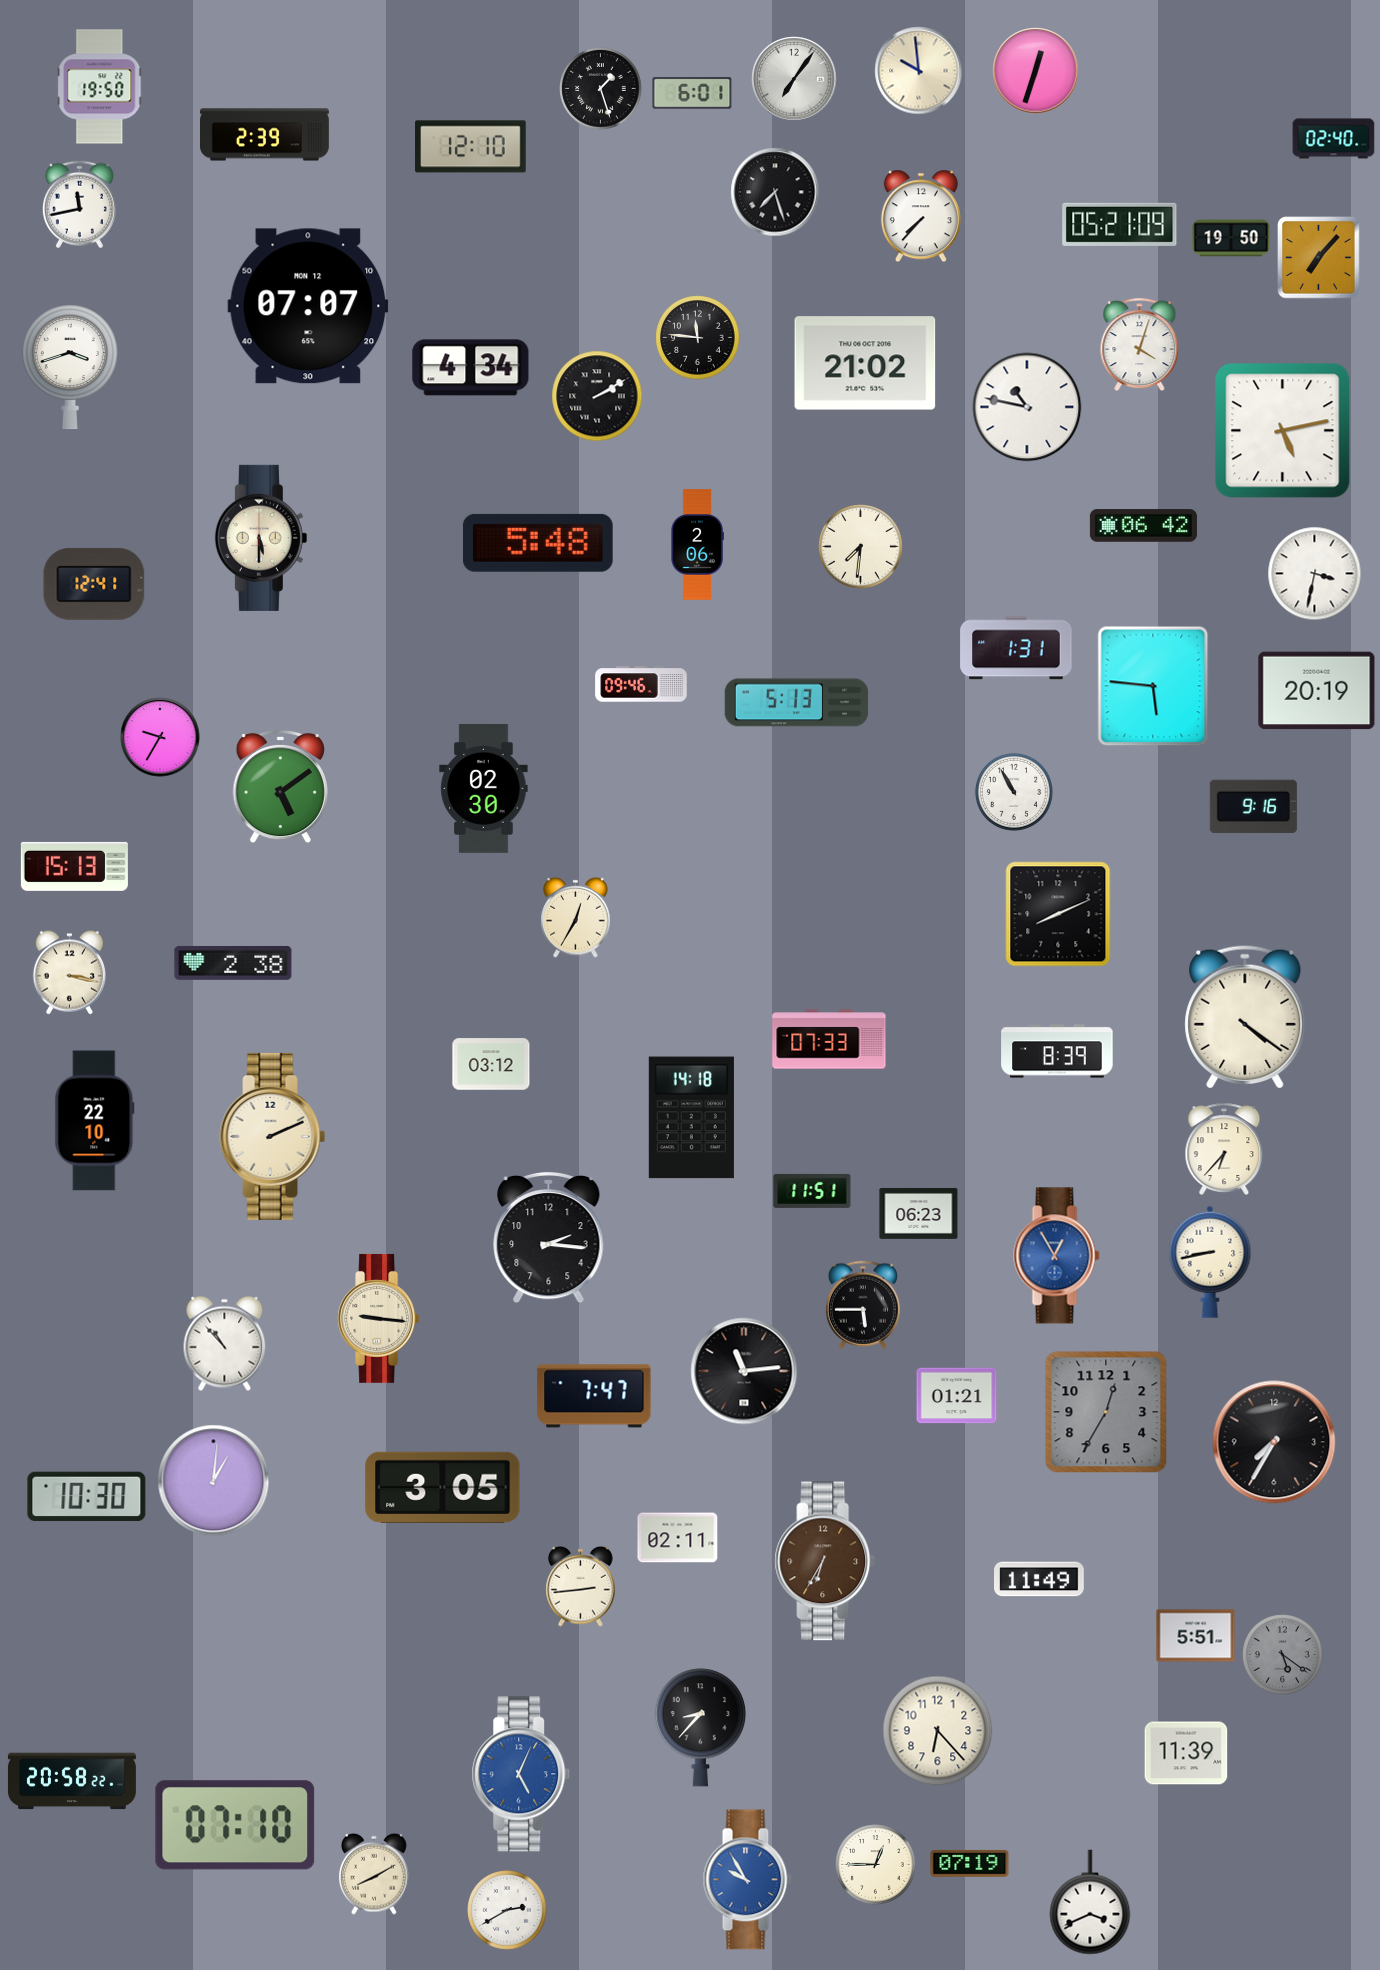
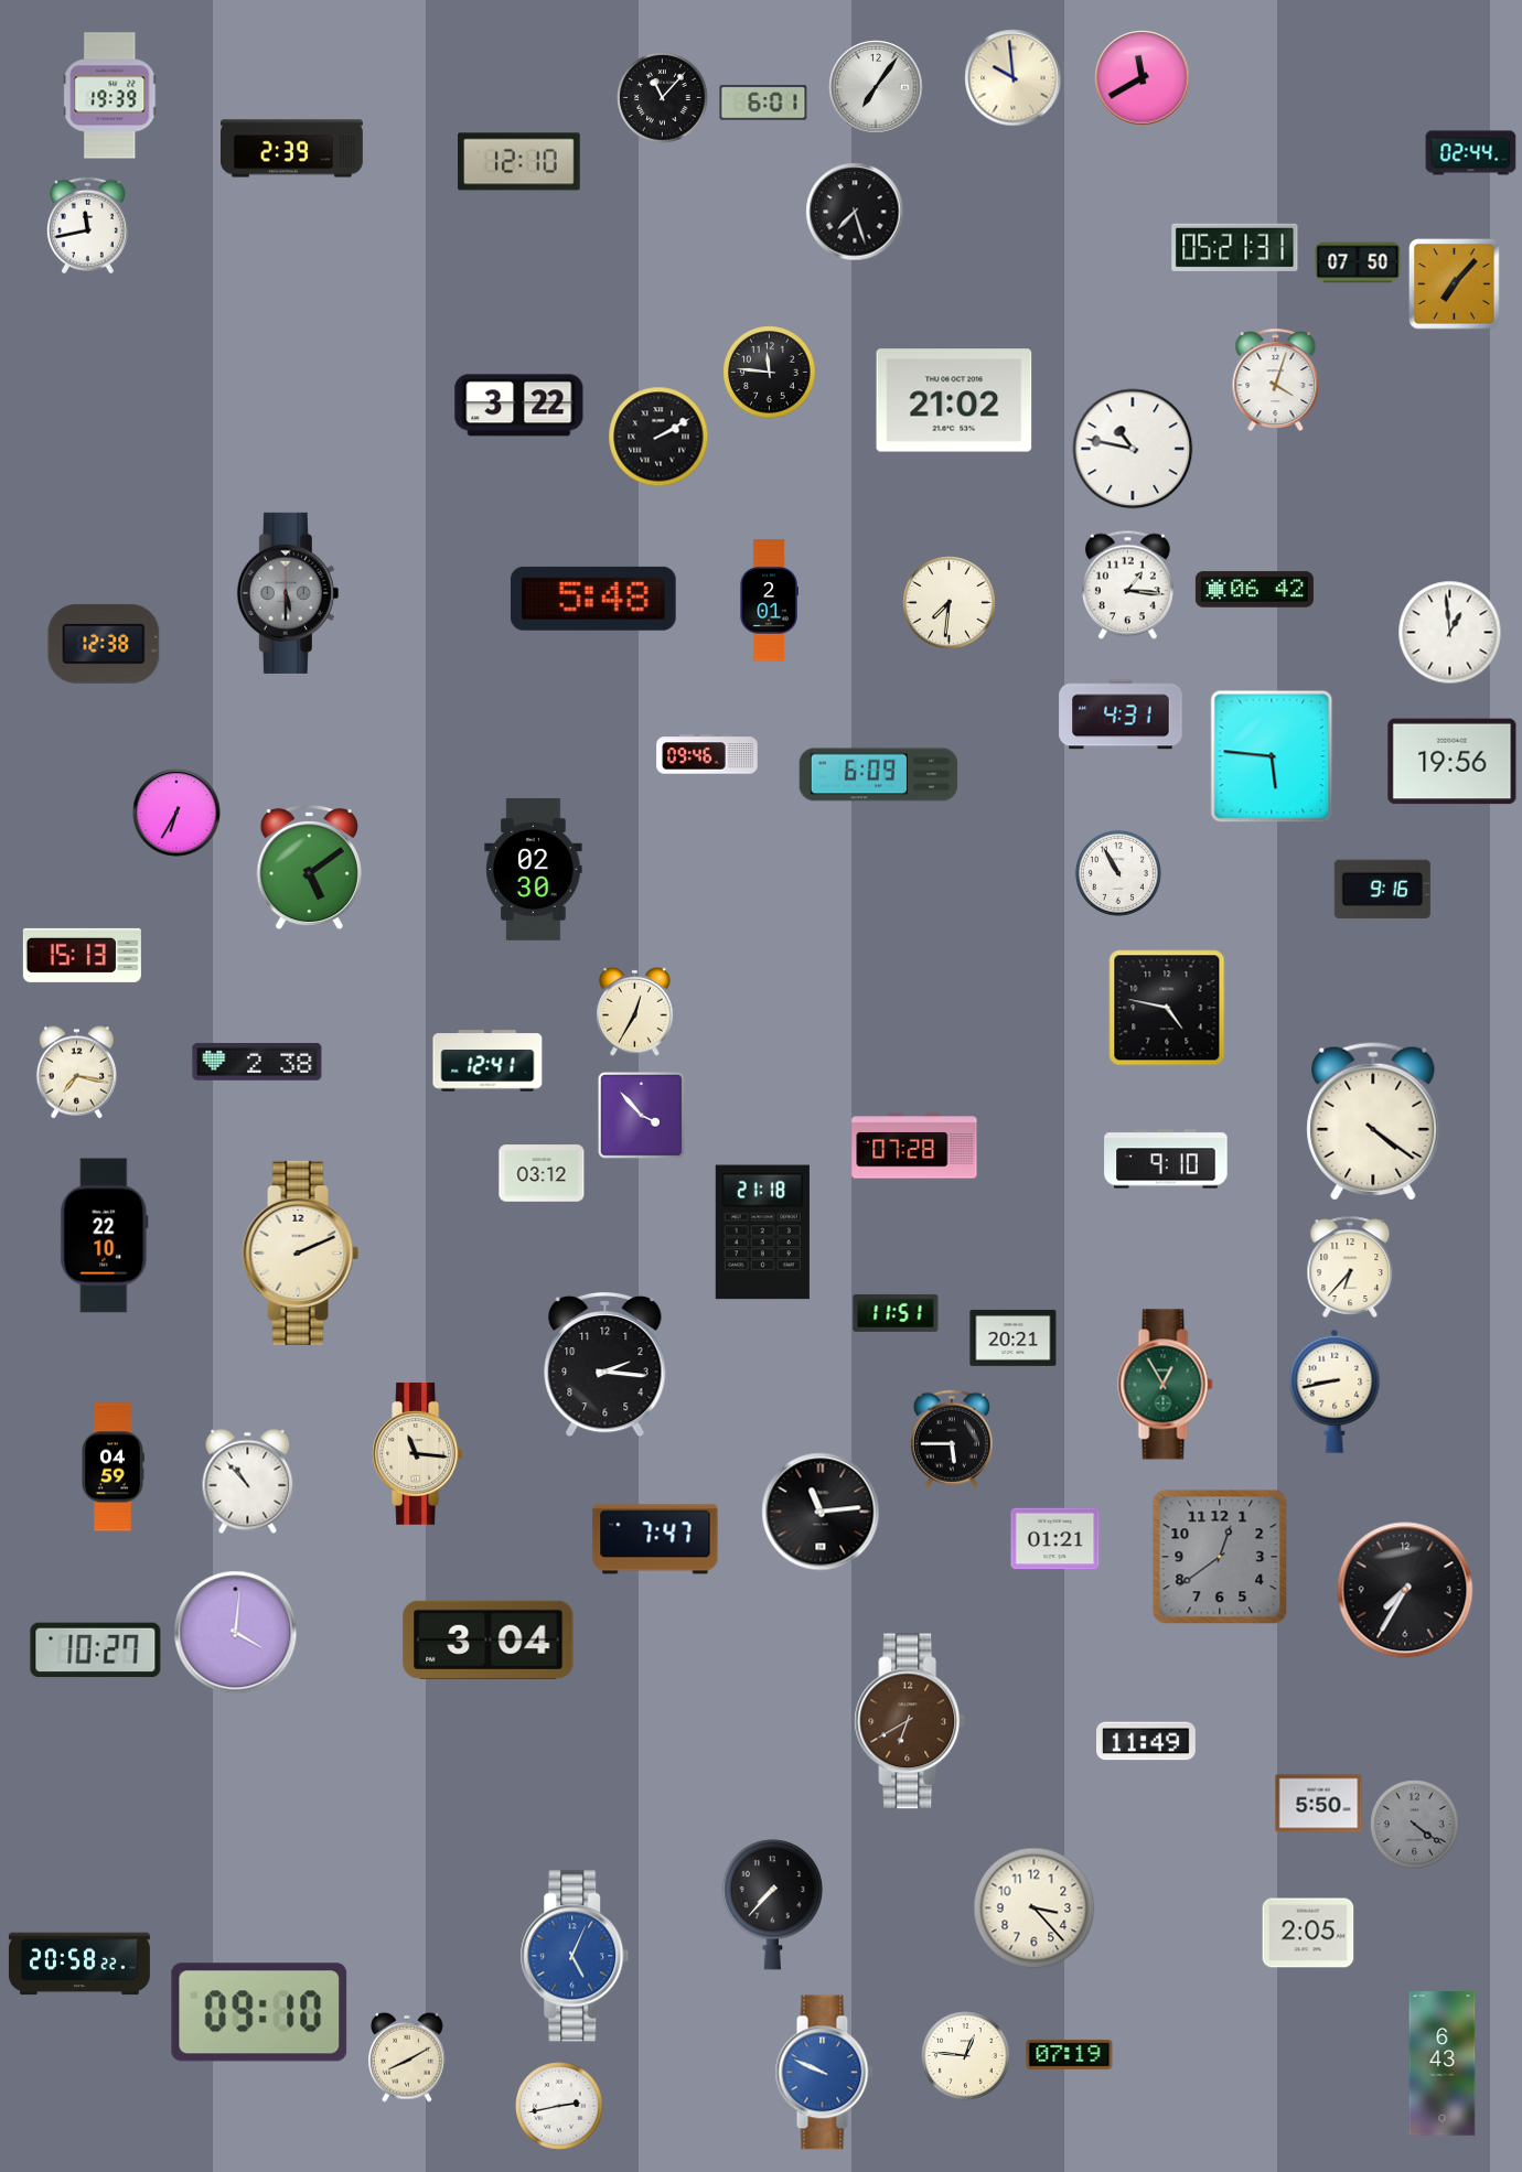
clock at (1036, 71): 12:33 -> 11:40
clock at (100, 87): 19:50 -> 19:39
clock at (601, 89): 1:27 -> 11:07
clock at (1334, 139): 02:40 -> 02:44
clock at (921, 216): 7:37 -> none
clock at (1120, 224): 05:21:09 -> 05:21:31
clock at (1231, 238): 19:50 -> 07:50
clock at (308, 306): 07:07 -> none
clock at (1140, 345) position: (1140, 345) -> (1276, 380)
clock at (70, 368): 3:42 -> none
clock at (471, 368): 4:34 -> 3:22
clock at (1283, 431): 5:13 -> none
clock at (1143, 526) position: (1143, 526) -> (1254, 590)
clock at (1127, 585): none -> 1:16
clock at (261, 538) dial: cream -> grey
clock at (697, 545): 2:06 -> 2:01
clock at (1315, 574): 3:32 -> 12:59
clock at (94, 584): 12:41 -> 12:38
clock at (1016, 648): 1:31 -> 4:31
clock at (1317, 691): 20:19 -> 19:56
clock at (797, 703): 5:13 -> 6:09
clock at (160, 737): 9:35 -> 6:35
clock at (1058, 914): 8:11 -> 4:47
clock at (487, 1061): none -> 12:41
clock at (69, 973): 3:17 -> 7:17
clock at (641, 1115): none -> 3:53
clock at (829, 1039): 07:33 -> 07:28
clock at (1057, 1051): 8:39 -> 9:10
clock at (691, 1118): 14:18 -> 21:18
clock at (919, 1213): 06:23 -> 20:21
clock at (1057, 1256) dial: blue -> green
clock at (379, 1318): 9:16 -> 11:16
clock at (112, 1467): none -> 04:59
clock at (1106, 1412): 12:35 -> 12:39
clock at (214, 1481): 1:01 -> 4:01
clock at (443, 1487): 3:05 -> 3:04
clock at (87, 1497): 10:30 -> 10:27
clock at (678, 1538): 02:11 -> none
clock at (825, 1561): 6:35 -> 6:40
clock at (581, 1586): 2:44 -> none
clock at (1196, 1636): 5:51 -> 5:50
clock at (1283, 1655): 5:21 -> 4:21
clock at (700, 1728): 8:37 -> 7:37
clock at (938, 1731): 6:23 -> 3:23
clock at (1186, 1753): 11:39 -> 2:05
clock at (235, 1825): 07:10 -> 09:10
clock at (876, 1865): 12:45 -> 12:46
clock at (1443, 2064): none -> 6:43
clock at (374, 1874) position: (374, 1874) -> (407, 2057)
clock at (747, 1880): 9:55 -> 9:49
clock at (1090, 1902): 3:41 -> none
clock at (508, 1911): 2:40 -> 2:43
